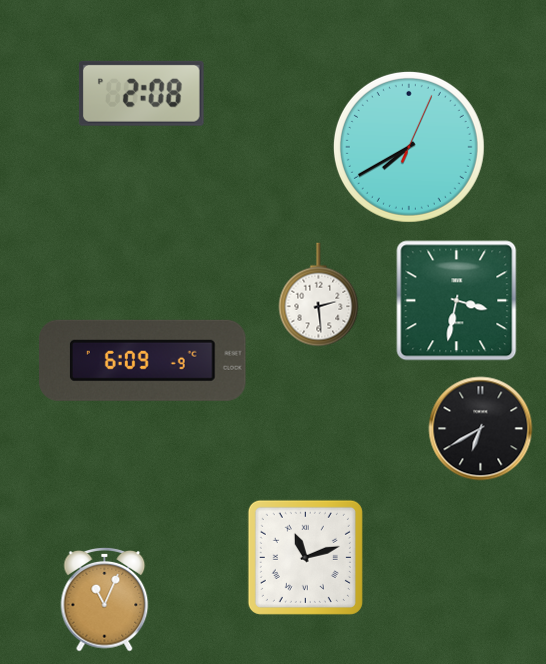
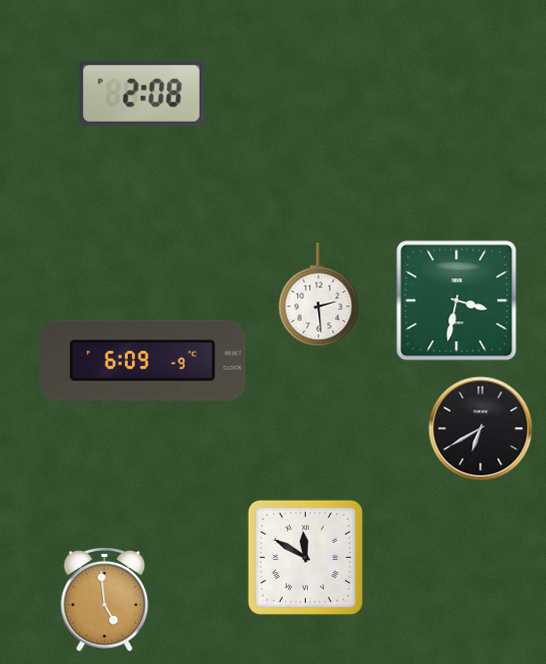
clock at (409, 147): 7:40 -> none
clock at (305, 557): 11:12 -> 11:50
clock at (105, 599): 11:04 -> 4:59
